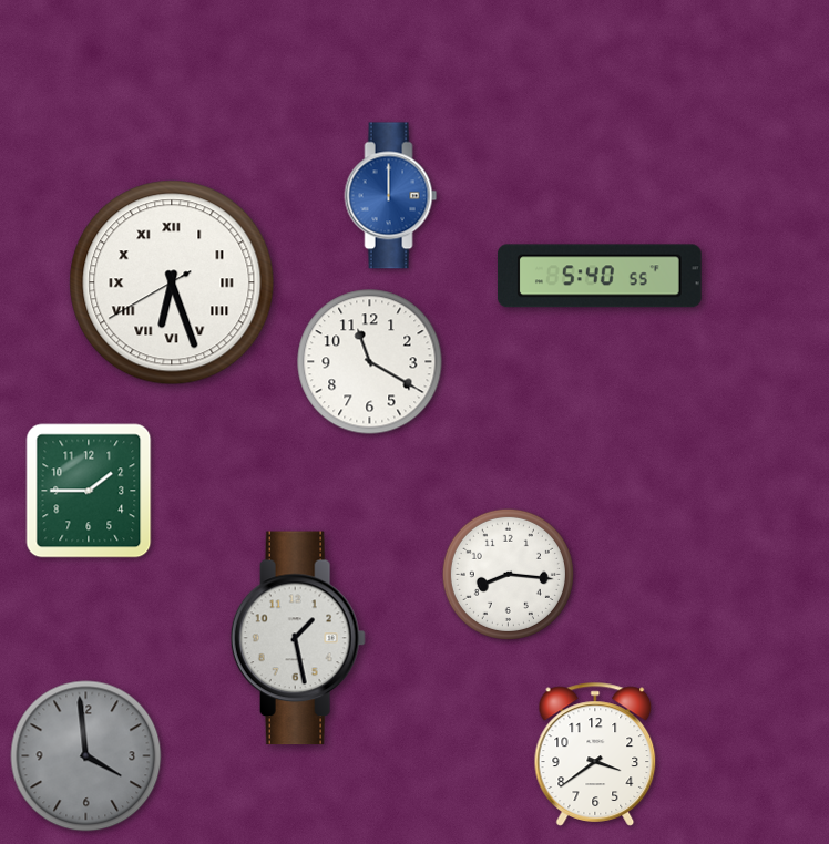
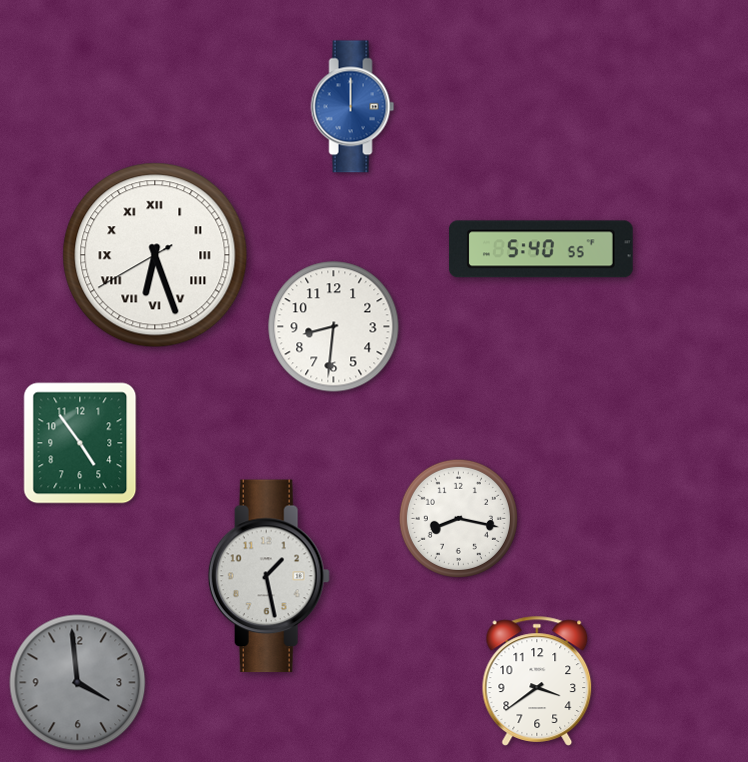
clock at (391, 196) position: (391, 196) -> (353, 107)
clock at (370, 362): 11:20 -> 8:31
clock at (89, 491): 1:45 -> 4:54
clock at (508, 574): 8:16 -> 8:17
